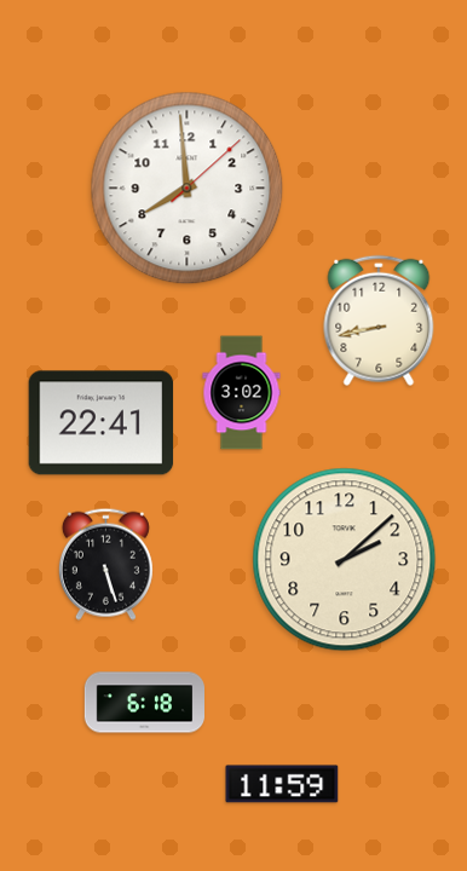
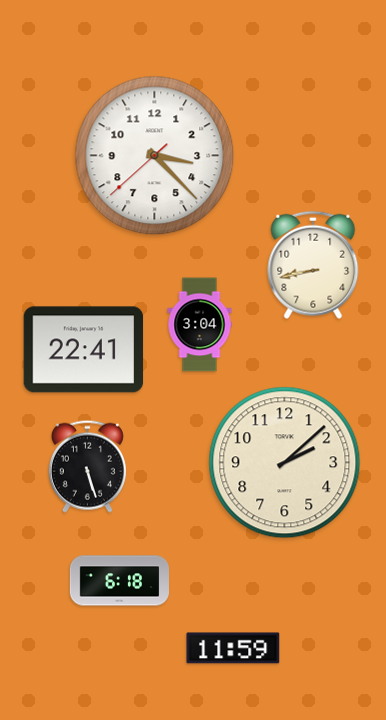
clock at (188, 189): 7:59 -> 3:22
clock at (242, 393): 3:02 -> 3:04
